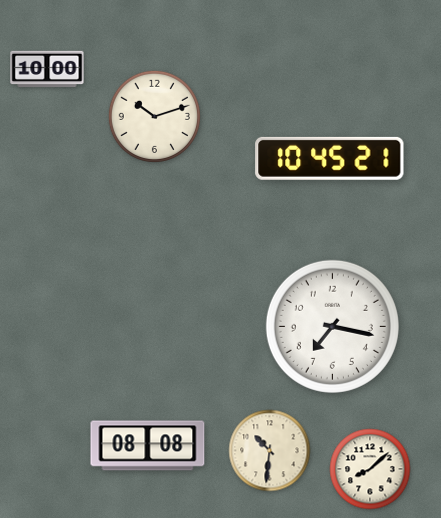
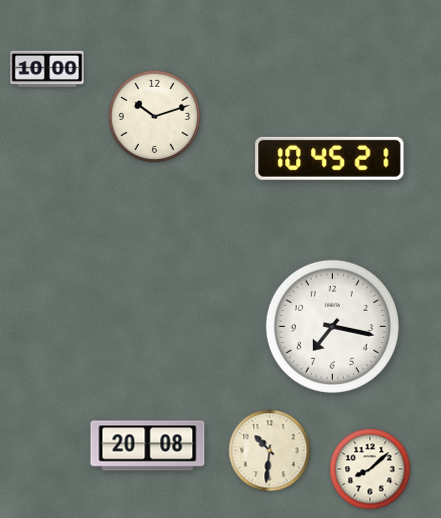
clock at (148, 446): 08:08 -> 20:08
